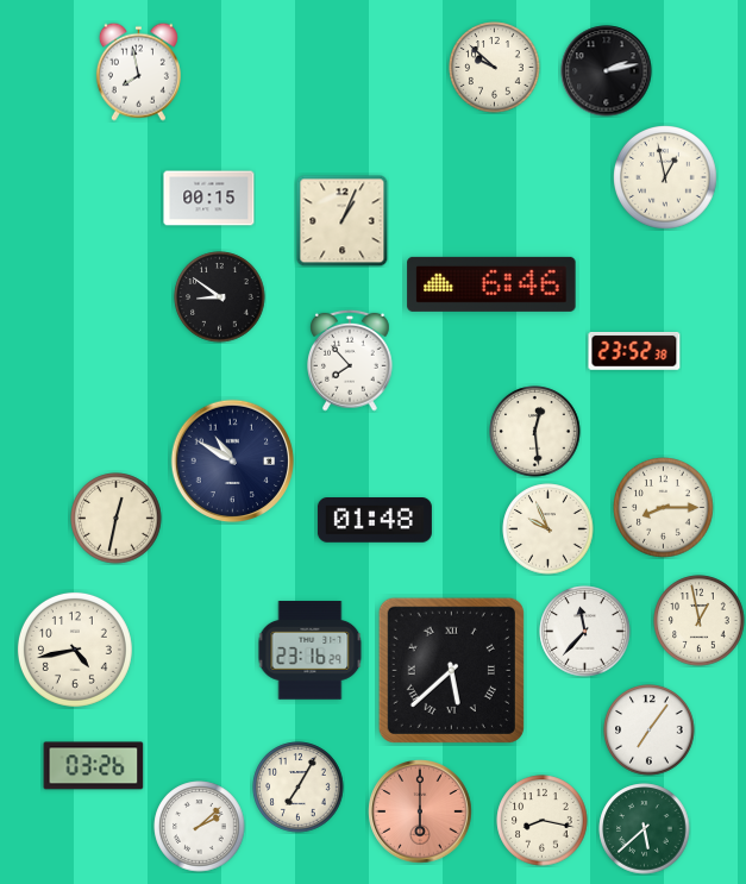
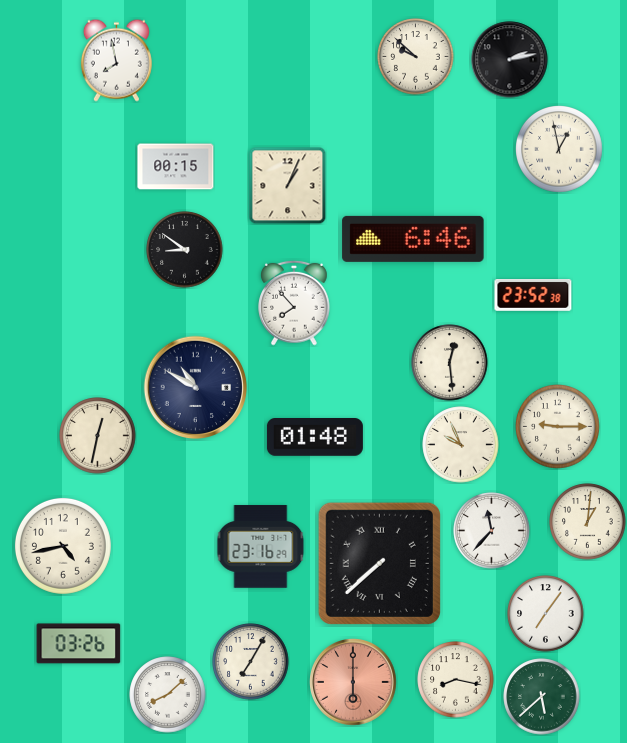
clock at (664, 508): 8:15 -> 9:15
clock at (700, 621): 12:58 -> 1:01
clock at (451, 670): 5:38 -> 7:38
clock at (543, 821) position: (543, 821) -> (456, 680)
clock at (200, 827): 2:08 -> 8:08
